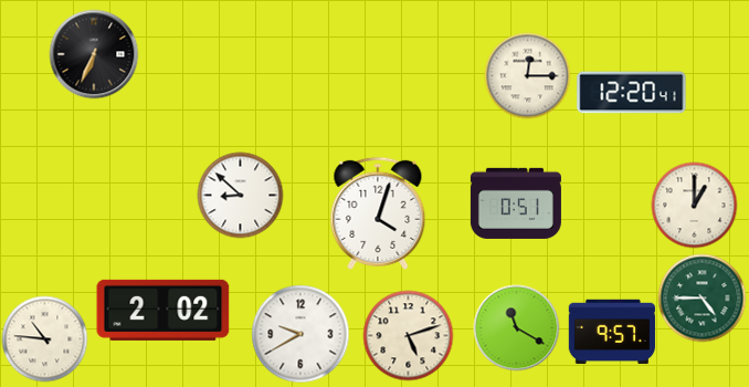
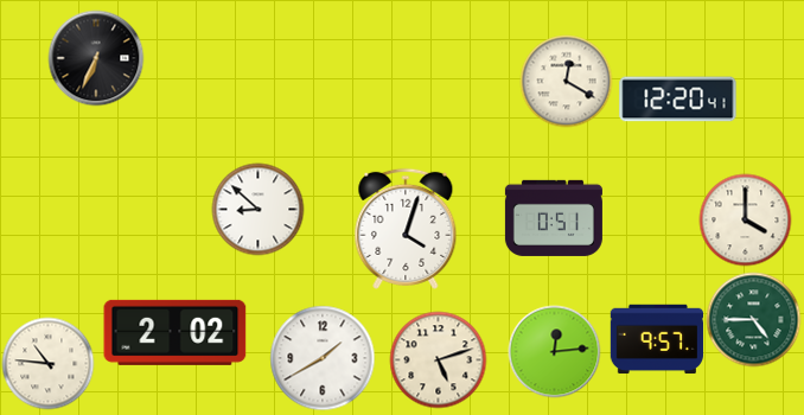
clock at (94, 54) position: (94, 54) -> (96, 58)
clock at (527, 75): 12:15 -> 12:20
clock at (694, 205): 1:00 -> 4:00
clock at (516, 327): 11:20 -> 12:14
clock at (612, 332) position: (612, 332) -> (657, 339)
clock at (300, 334): 9:40 -> 1:40
